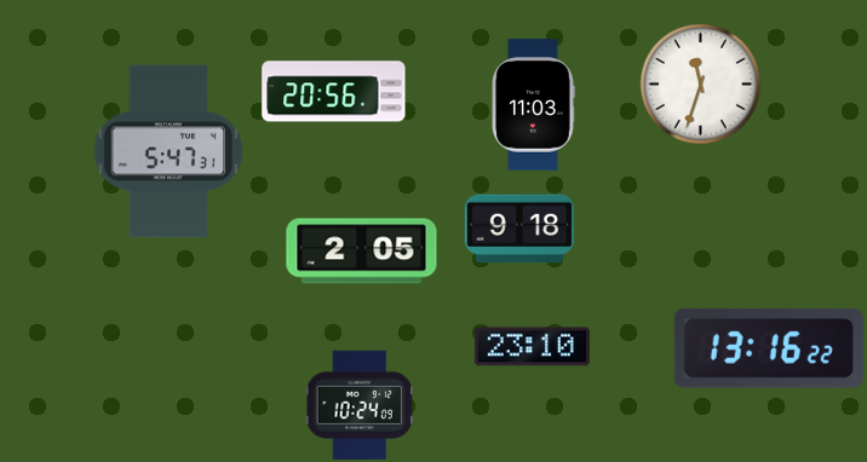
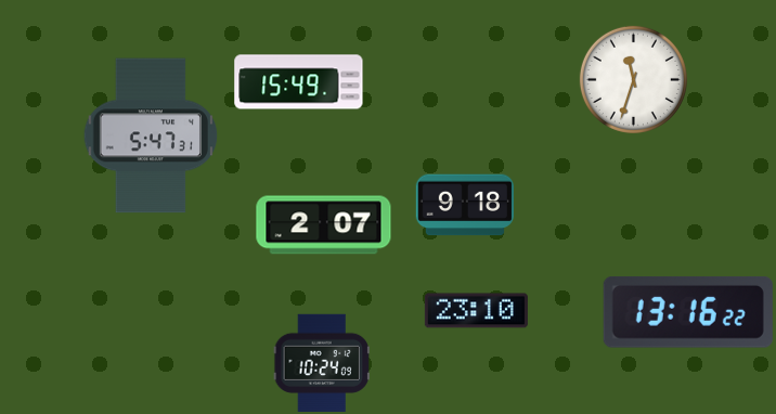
clock at (700, 83) position: (700, 83) -> (633, 79)
clock at (334, 92): 20:56 -> 15:49
clock at (533, 105): 11:03 -> none
clock at (362, 252): 2:05 -> 2:07
